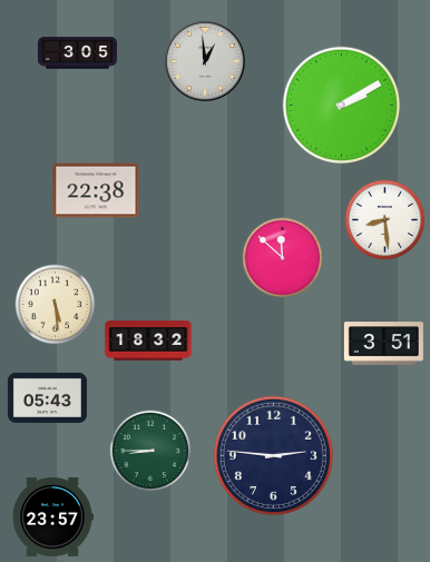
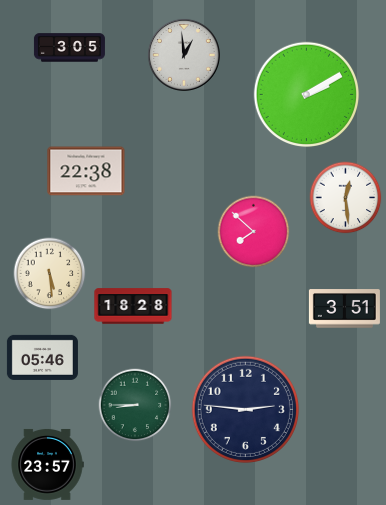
clock at (385, 220): 8:29 -> 12:29
clock at (283, 258): 11:52 -> 7:52
clock at (148, 341): 18:32 -> 18:28
clock at (47, 397): 05:43 -> 05:46
